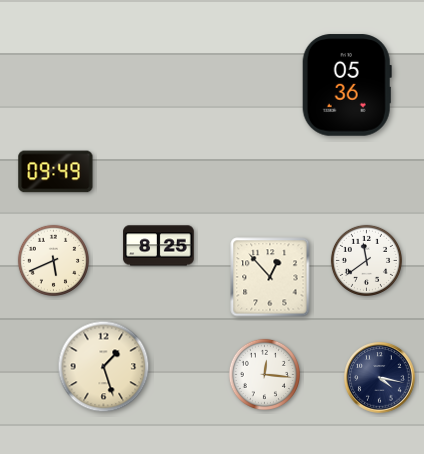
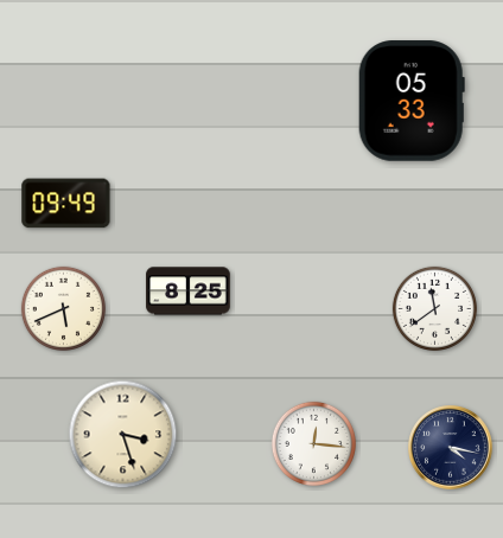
clock at (347, 85): 05:36 -> 05:33
clock at (270, 277): 12:53 -> none
clock at (104, 367): 1:27 -> 3:27
